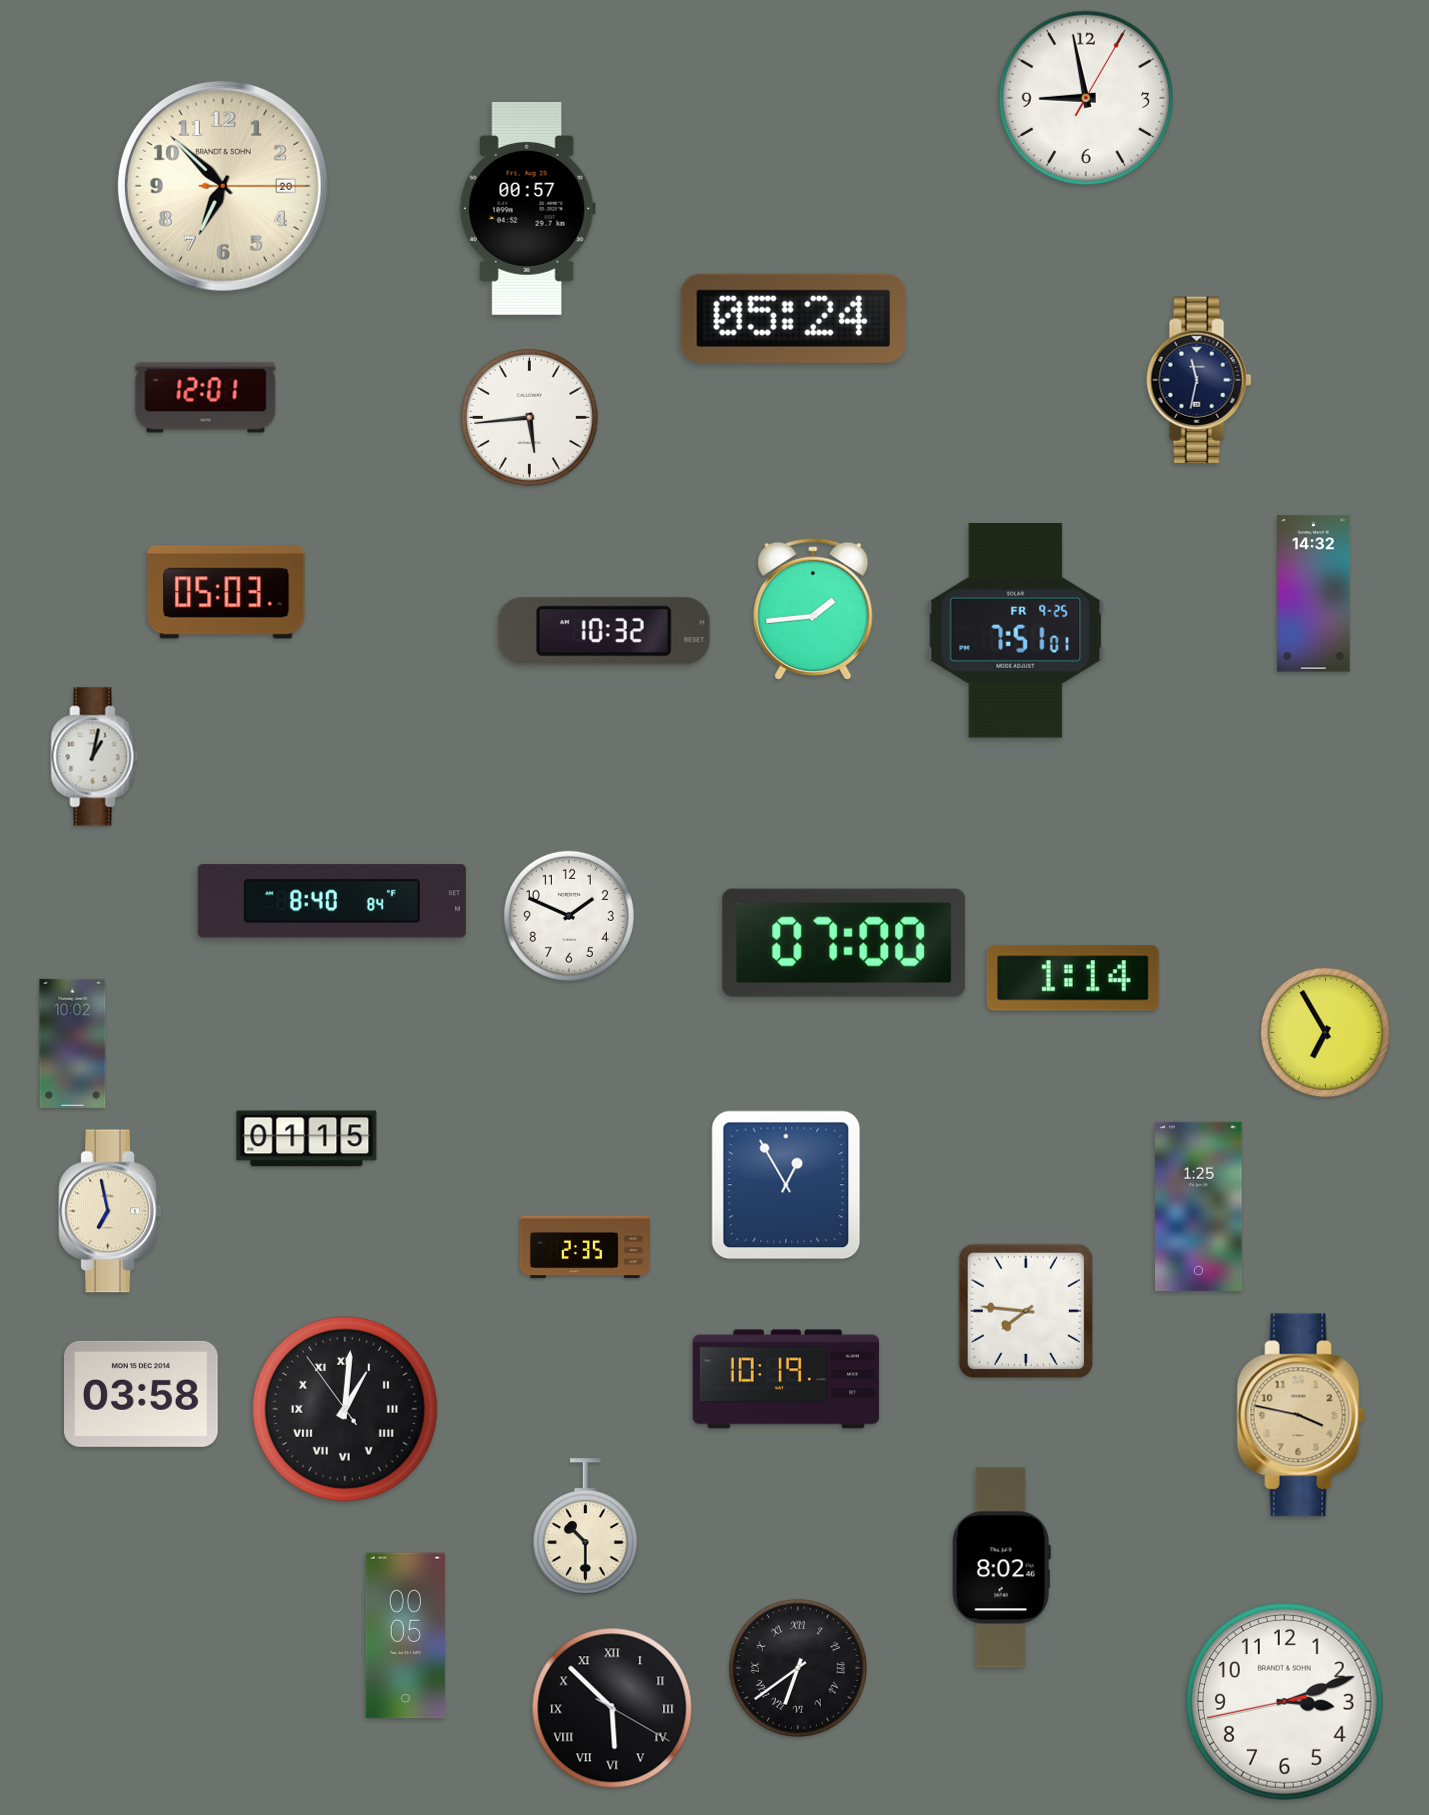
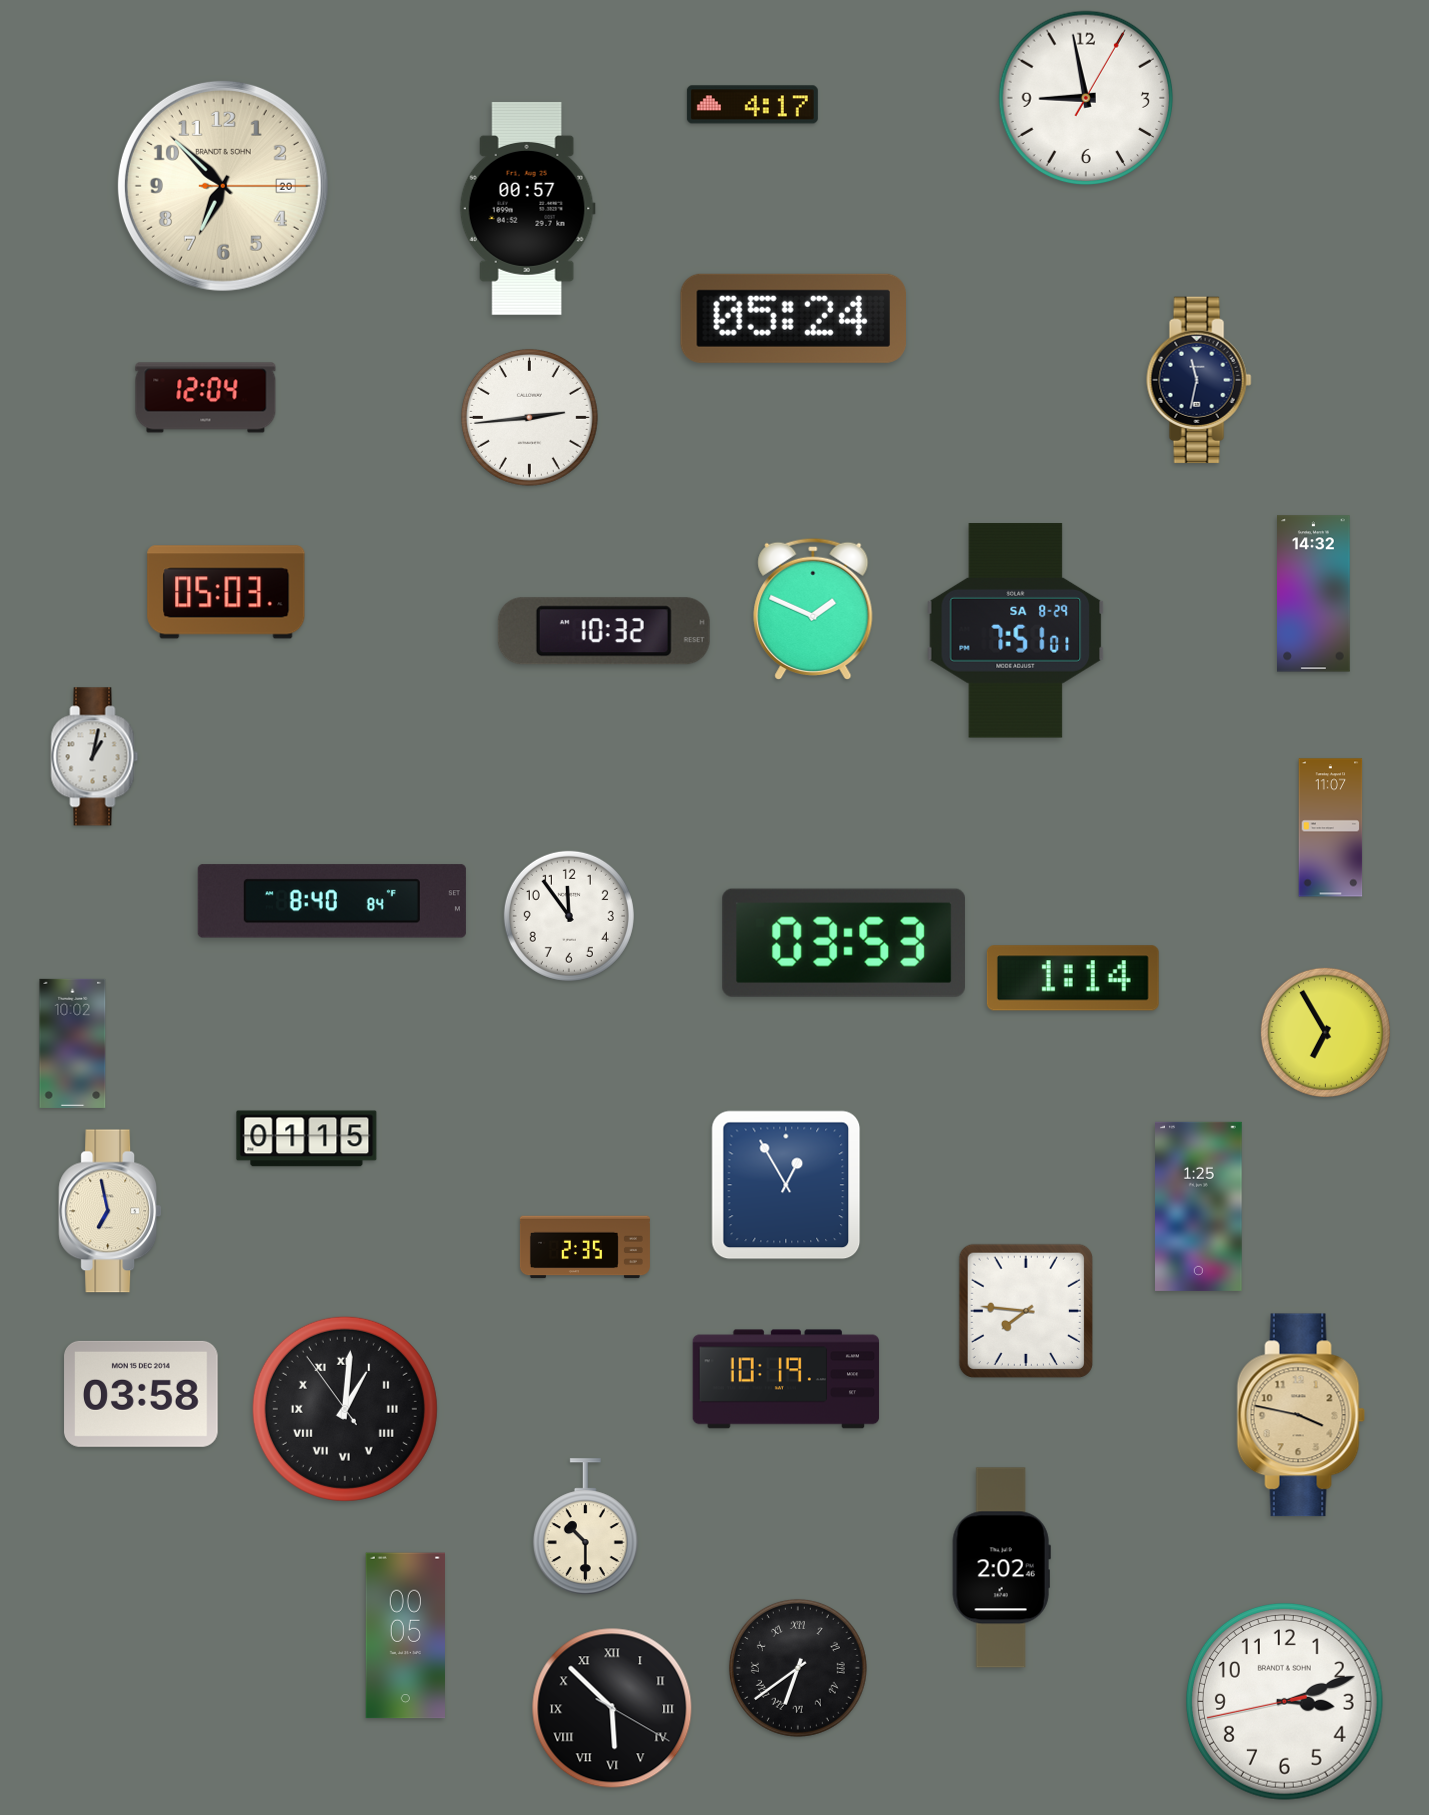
clock at (752, 105): none -> 4:17
clock at (206, 398): 12:01 -> 12:04
clock at (529, 417): 5:44 -> 2:44
clock at (813, 609): 1:44 -> 1:49
clock at (1016, 631) date: FR 9-25 -> SA 8-29
clock at (1331, 828): none -> 11:07
clock at (569, 916): 1:49 -> 11:54
clock at (844, 943): 07:00 -> 03:53
clock at (1001, 1568): 8:02 -> 2:02
